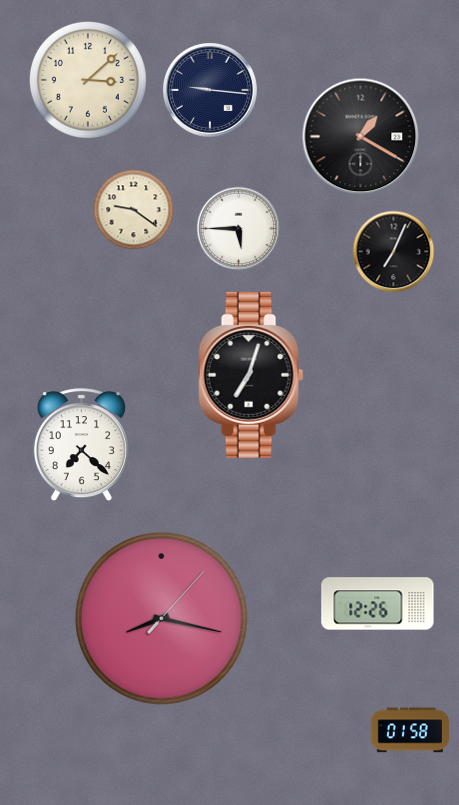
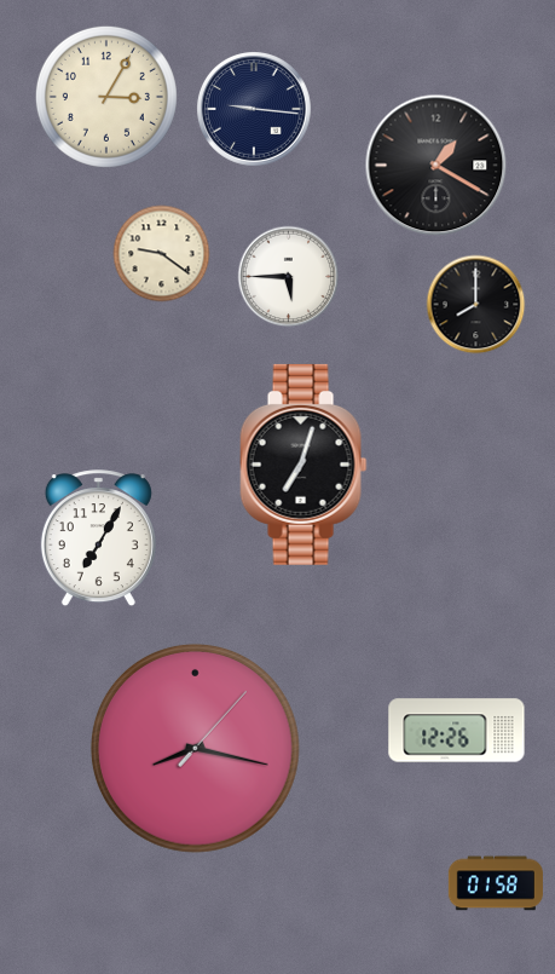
clock at (88, 80): 3:08 -> 3:05
clock at (394, 252): 7:04 -> 8:00
clock at (251, 375) position: (251, 375) -> (303, 465)
clock at (81, 445): 7:22 -> 7:05
